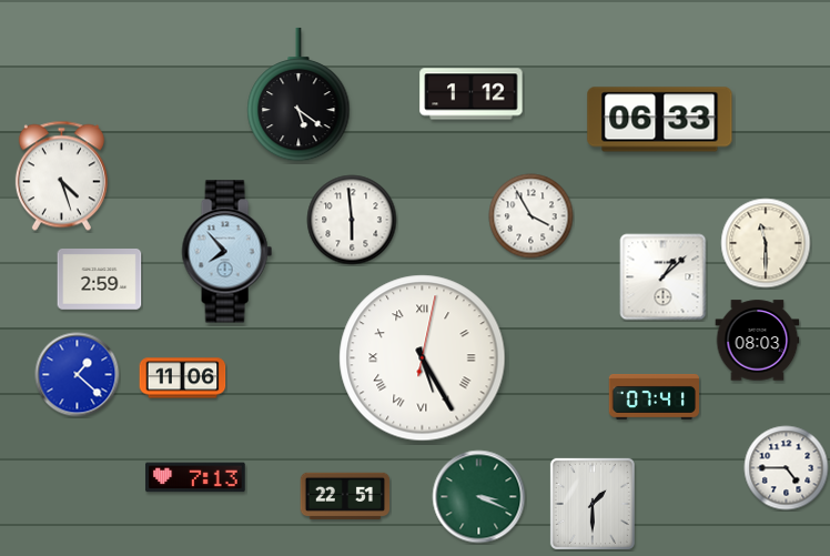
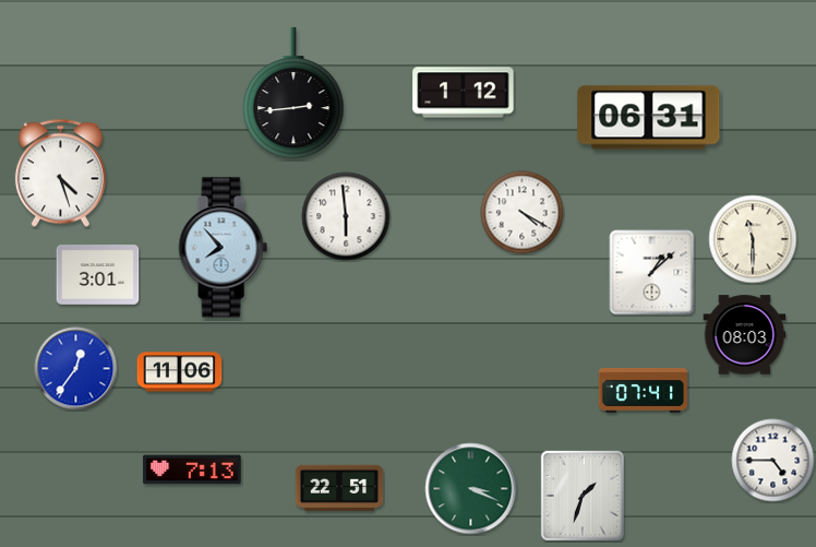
clock at (298, 94): 5:21 -> 2:44
clock at (660, 120): 06:33 -> 06:31
clock at (532, 216): 3:55 -> 4:20
clock at (100, 280): 2:59 -> 3:01
clock at (423, 358): 5:25 -> none
clock at (78, 375): 1:22 -> 12:36
clock at (593, 504): 1:30 -> 1:33
